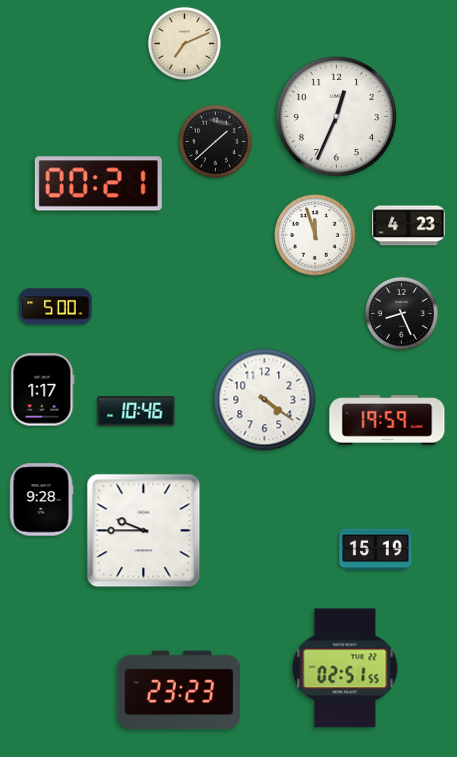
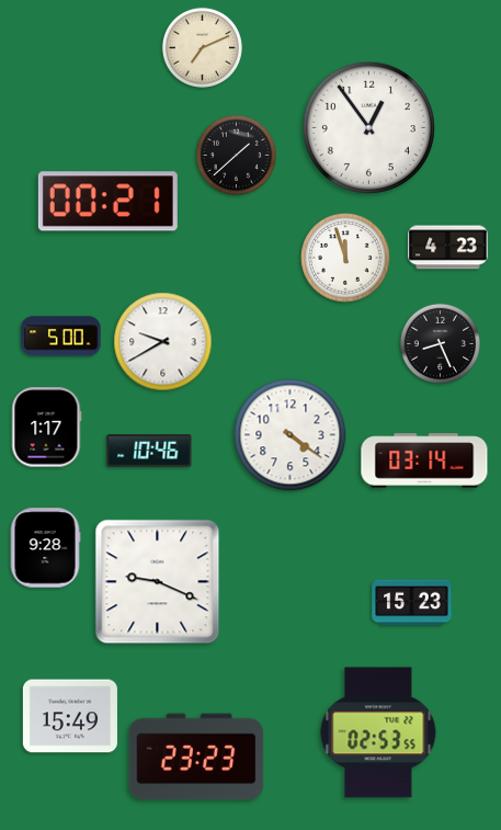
clock at (336, 116): 12:34 -> 12:54
clock at (163, 342): none -> 9:40
clock at (265, 400) position: (265, 400) -> (291, 435)
clock at (387, 420): 19:59 -> 03:14
clock at (144, 531): 9:45 -> 9:19
clock at (376, 550): 15:19 -> 15:23
clock at (70, 716): none -> 15:49
clock at (345, 668): 02:51 -> 02:53
